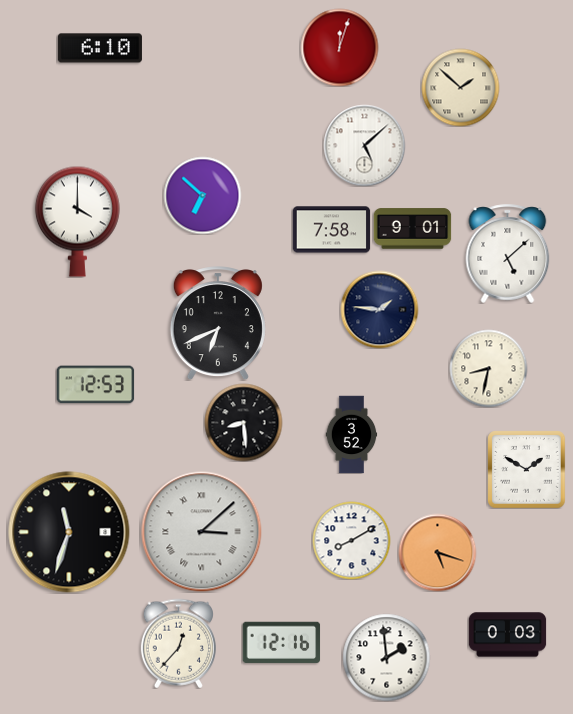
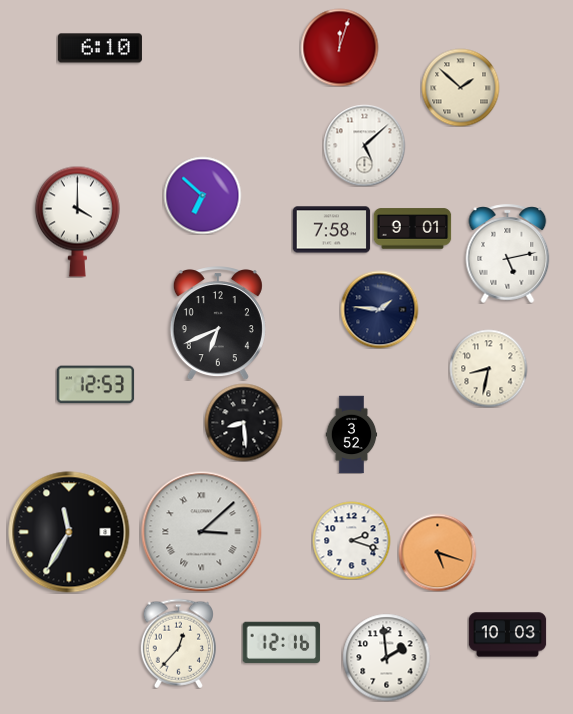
clock at (508, 253): 5:08 -> 5:13
clock at (526, 469): 1:50 -> none
clock at (69, 532): 11:33 -> 11:35
clock at (351, 540): 8:10 -> 2:18
clock at (507, 635): 0:03 -> 10:03
